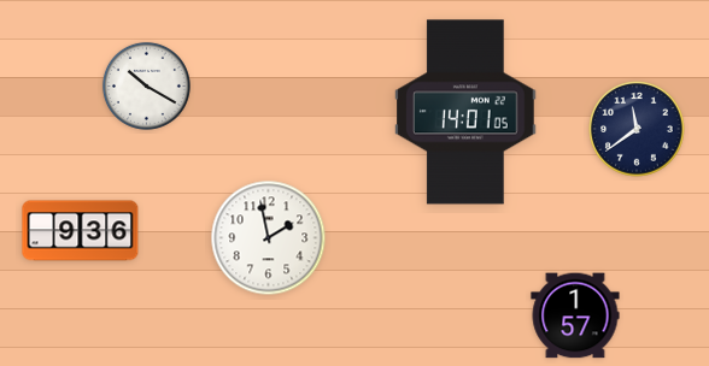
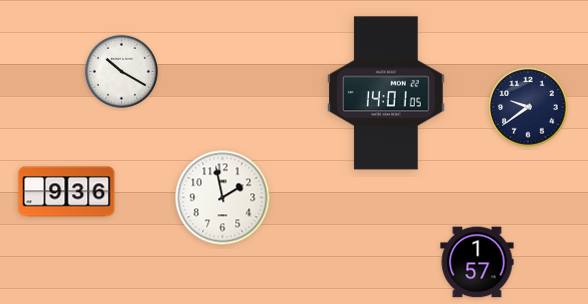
clock at (637, 129): 11:39 -> 9:39
